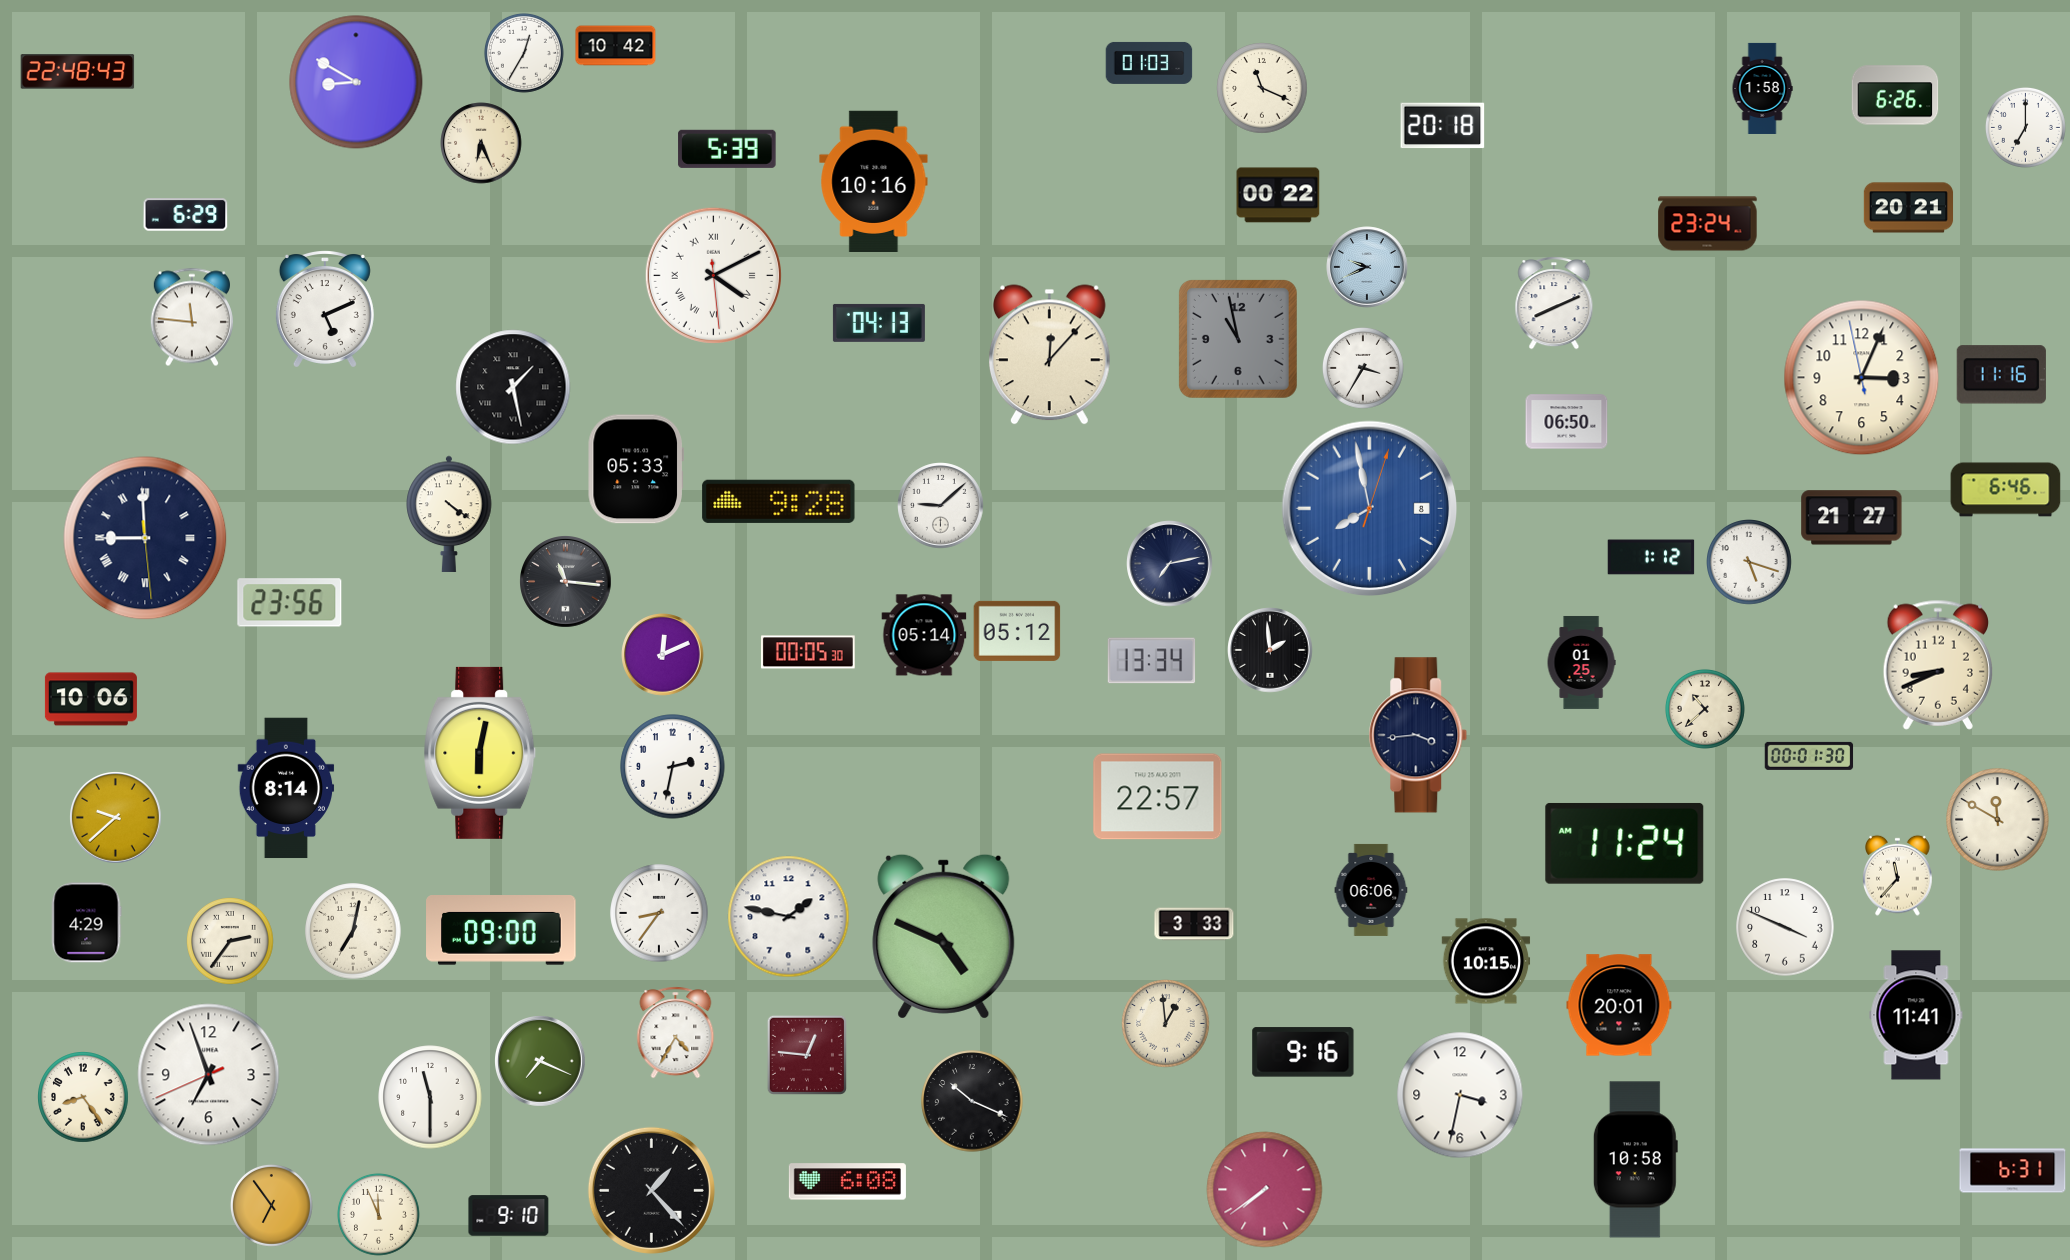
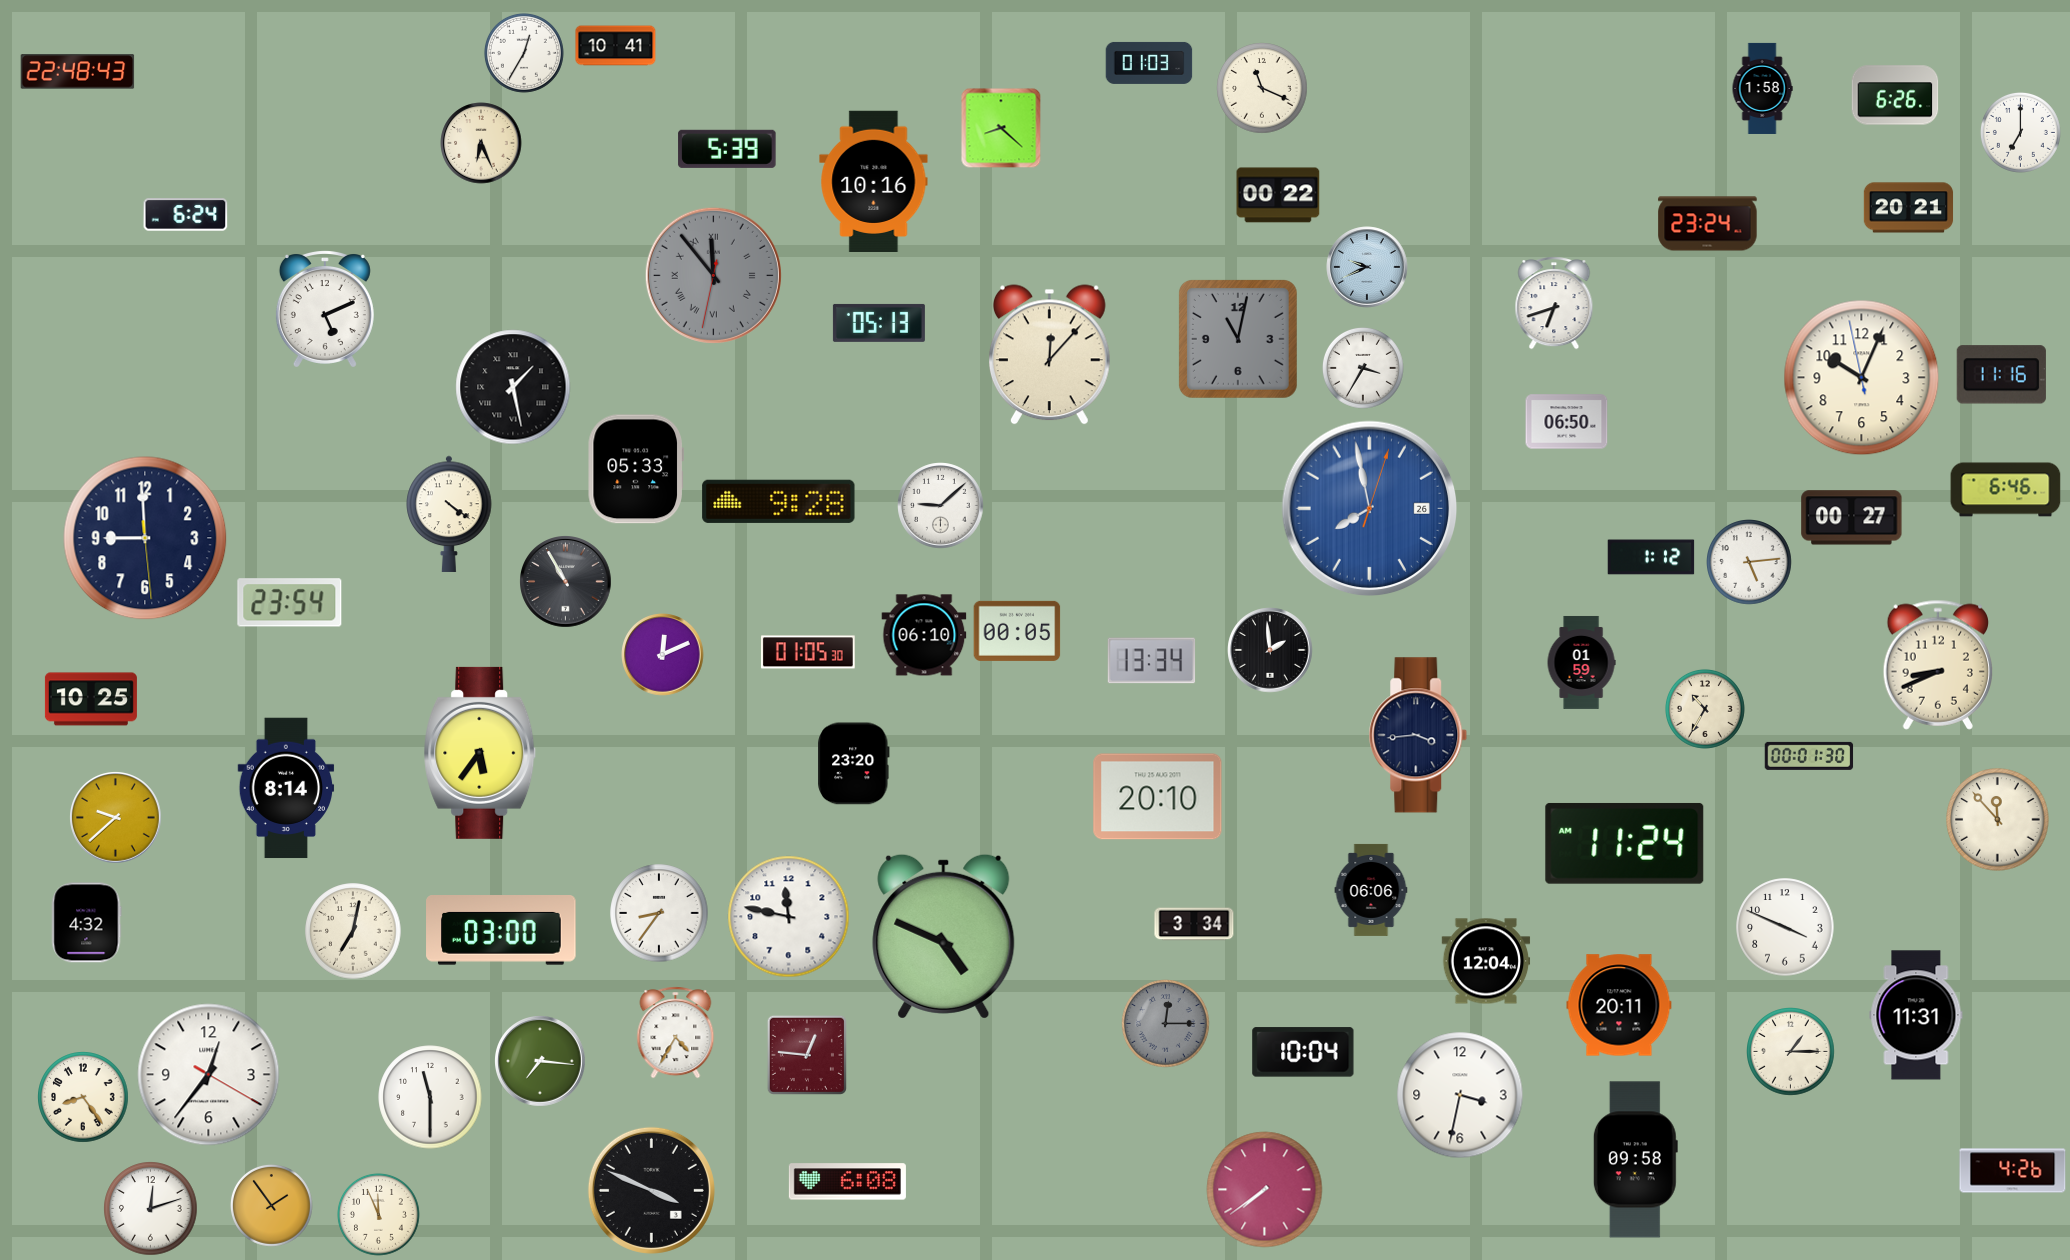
clock at (616, 46): 10:42 -> 10:41
clock at (356, 82): 8:50 -> none
clock at (1443, 126): 20:18 -> none
clock at (2025, 127) position: (2025, 127) -> (2020, 132)
clock at (1001, 128): none -> 8:22
clock at (186, 215): 6:29 -> 6:24
clock at (713, 275): 4:10 -> 11:53
clock at (713, 275) dial: white -> grey
clock at (1554, 303): 8:11 -> 6:42
clock at (192, 317): 11:46 -> none
clock at (879, 323): 04:13 -> 05:13
clock at (1238, 339): 10:58 -> 11:02
clock at (1862, 378): 3:03 -> 10:03
clock at (1370, 509) date: 8 -> 26
clock at (1852, 518): 21:27 -> 00:27
clock at (145, 538) numerals: Roman -> Arabic
clock at (1750, 563): 5:18 -> 5:14
clock at (1170, 564): 7:13 -> none
clock at (566, 582): 11:16 -> 10:55
clock at (290, 603): 23:56 -> 23:54
clock at (1017, 631): 05:12 -> 00:05
clock at (924, 635): 05:14 -> 06:10
clock at (808, 652): 00:05 -> 01:05
clock at (1581, 662): 01:25 -> 01:59
clock at (91, 699): 10:06 -> 10:25
clock at (1705, 709): 10:38 -> 10:35
clock at (480, 753): 6:02 -> 5:36
clock at (854, 764): none -> 23:20
clock at (673, 767): 2:32 -> none
clock at (1158, 797): 22:57 -> 20:10
clock at (1998, 820): 11:50 -> 11:53
clock at (1898, 875): 11:37 -> none
clock at (789, 917): 1:47 -> 11:47
clock at (86, 923): 4:29 -> 4:32
clock at (1194, 924): 3:33 -> 3:34
clock at (501, 931): 09:00 -> 03:00
clock at (231, 942): 2:36 -> none
clock at (1486, 961): 10:15 -> 12:04
clock at (1619, 1005): 20:01 -> 20:11
clock at (1916, 1015): 11:41 -> 11:31
clock at (1166, 1024): 12:59 -> 12:15
clock at (1166, 1024) dial: cream -> grey
clock at (1303, 1052): 9:16 -> 10:04
clock at (1791, 1052): none -> 1:15
clock at (541, 1062): 7:19 -> 7:16
clock at (209, 1075): 6:56 -> 12:36
clock at (972, 1101): 10:19 -> none
clock at (1635, 1160): 10:58 -> 09:58
clock at (2013, 1171): 6:31 -> 4:26
clock at (651, 1190): 1:23 -> 3:49
clock at (272, 1206): 6:54 -> 1:54
clock at (151, 1209): none -> 12:12
clock at (509, 1216): 9:10 -> none
